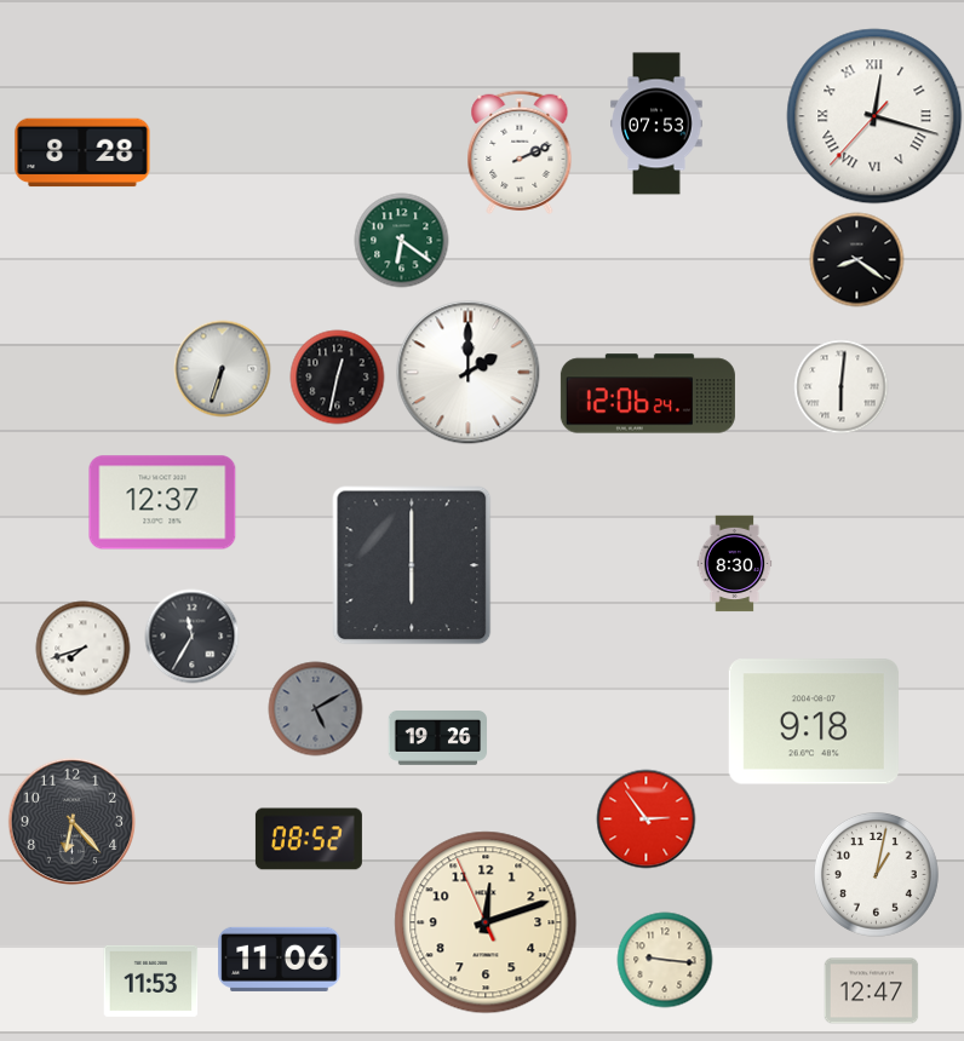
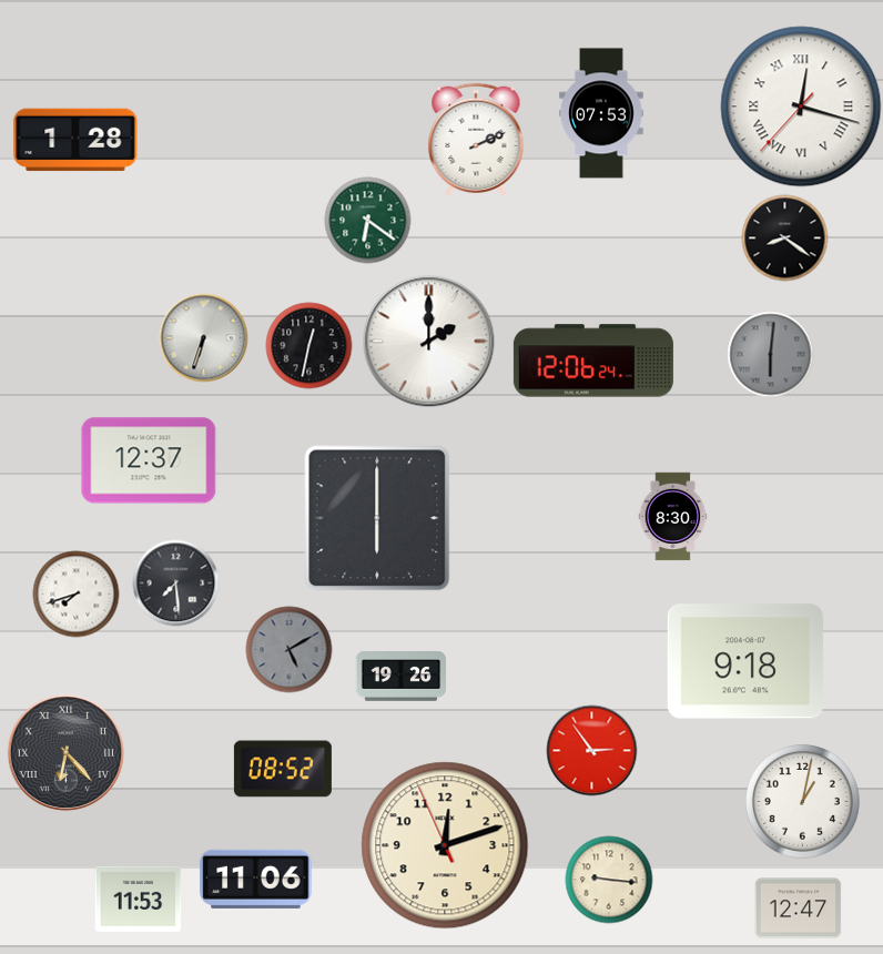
clock at (82, 153): 8:28 -> 1:28
clock at (840, 386) dial: white -> grey
clock at (191, 635): 11:35 -> 7:29
clock at (71, 821) numerals: Arabic -> Roman
